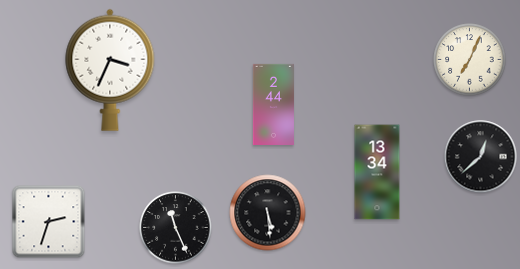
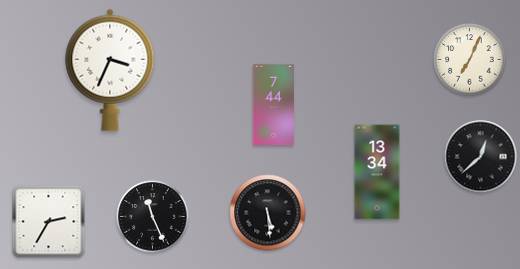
clock at (273, 104): 2:44 -> 7:44
clock at (49, 222): 2:33 -> 2:35
clock at (176, 228) position: (176, 228) -> (153, 217)
